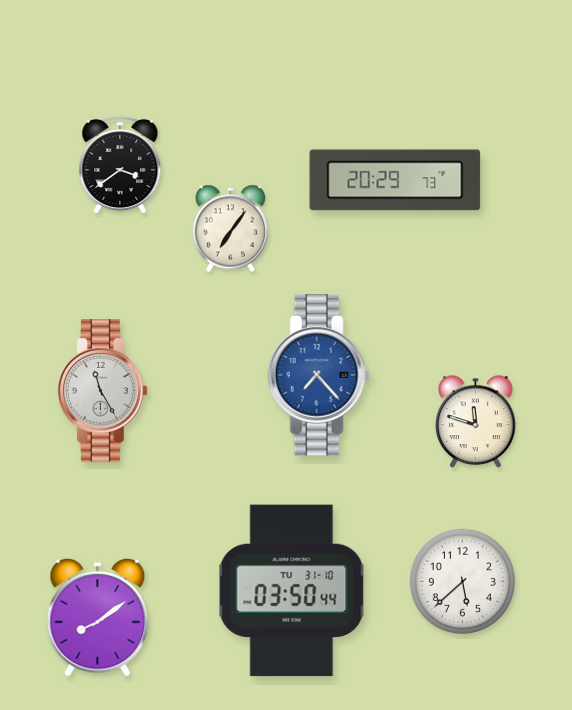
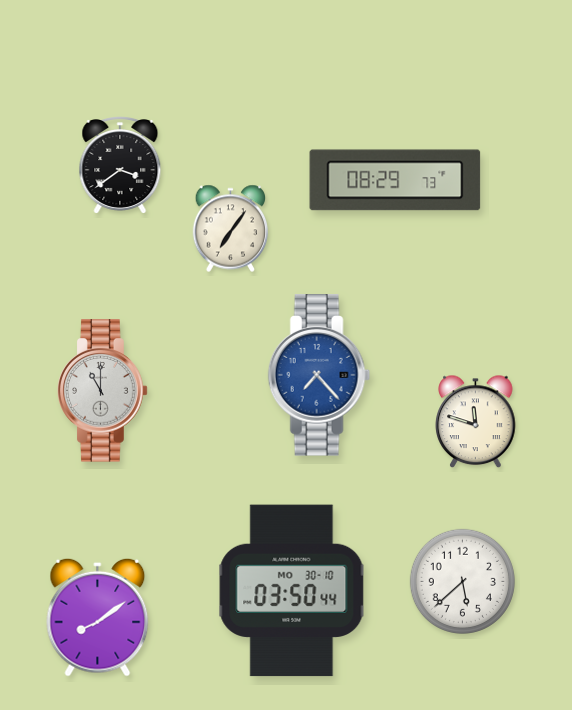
clock at (395, 180): 20:29 -> 08:29
clock at (103, 391): 11:25 -> 11:00
clock at (292, 591) date: TU 31-10 -> MO 30-10
